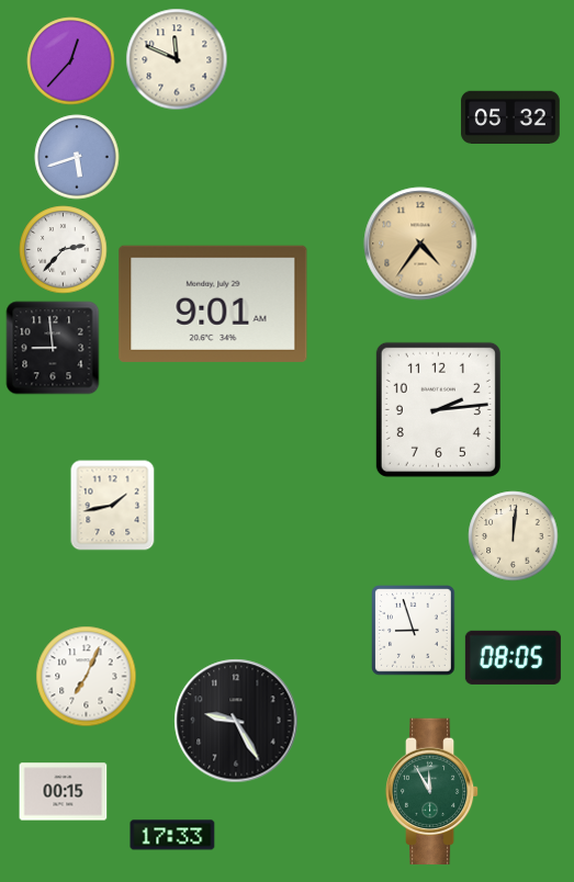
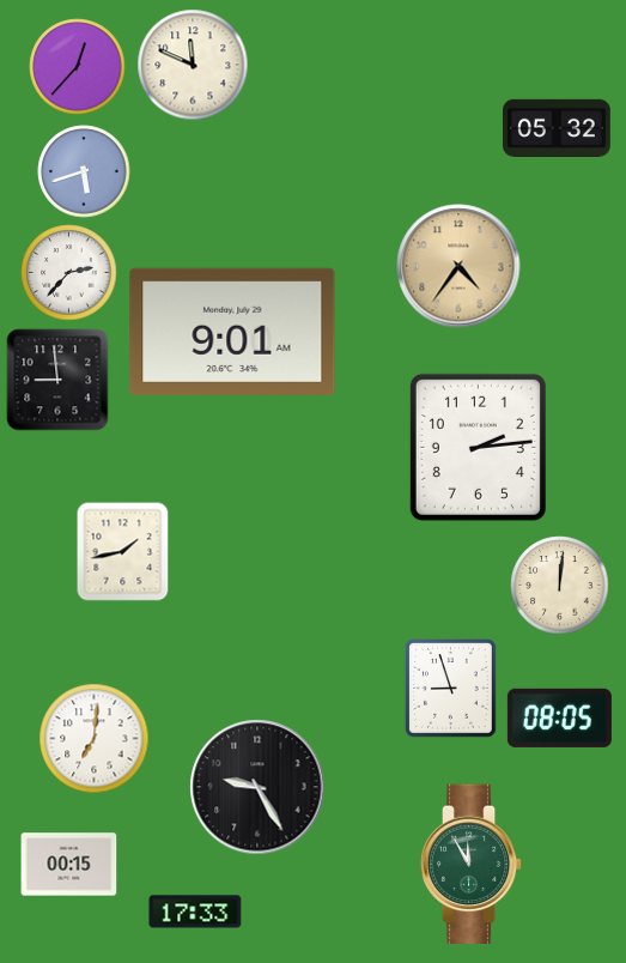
clock at (87, 677): 7:04 -> 7:01
clock at (172, 835) position: (172, 835) -> (195, 911)
